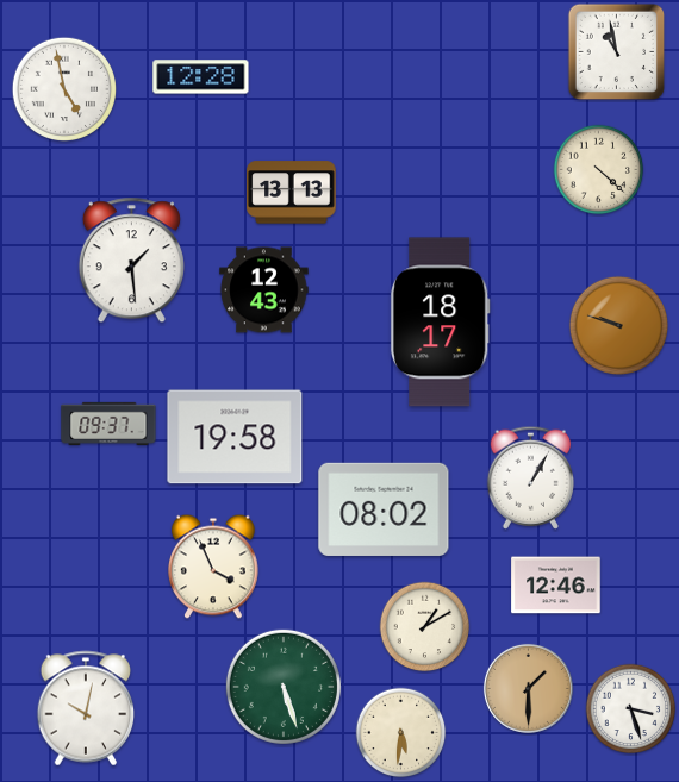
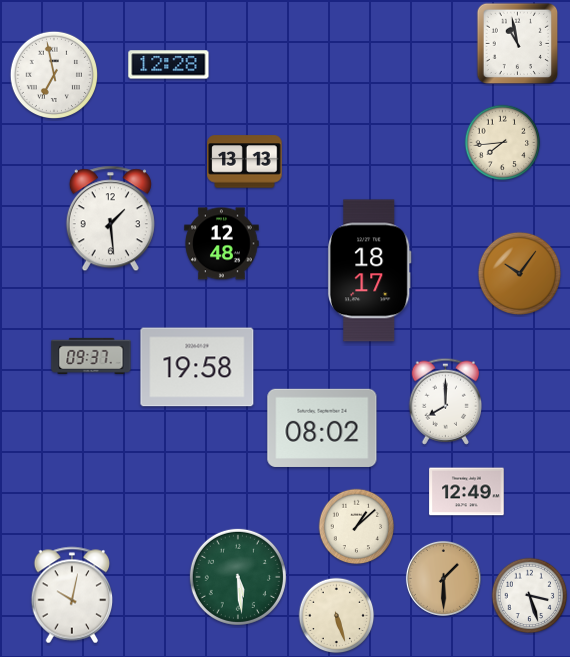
clock at (63, 88): 4:58 -> 6:58
clock at (599, 170): 4:22 -> 7:44
clock at (264, 290): 12:43 -> 12:48
clock at (619, 326): 9:48 -> 10:06
clock at (531, 477): 1:05 -> 8:00
clock at (214, 567): 3:56 -> none
clock at (556, 586): 12:46 -> 12:49
clock at (425, 627): 1:10 -> 1:08
clock at (284, 687): 5:27 -> 5:29
clock at (401, 733): 5:31 -> 5:27
